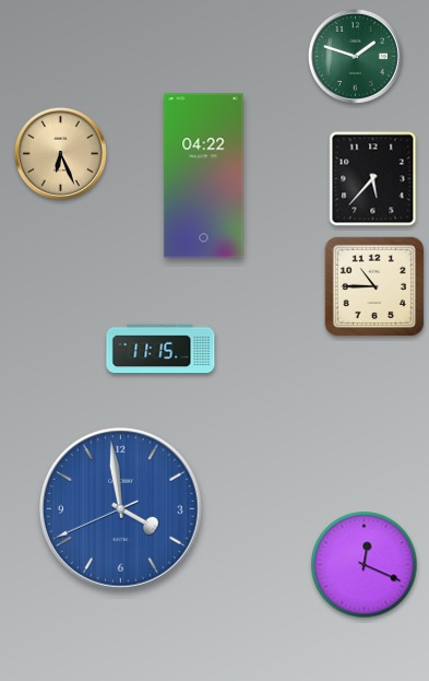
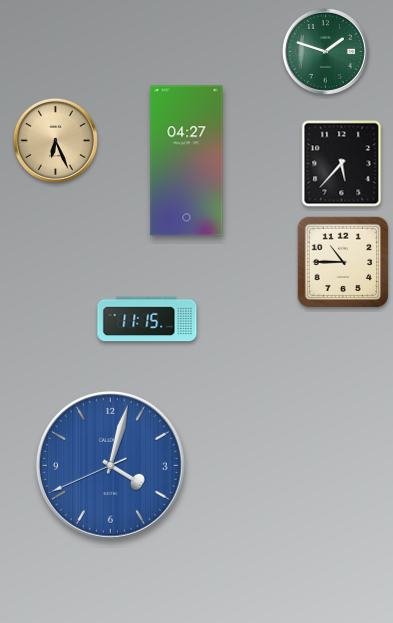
clock at (204, 176): 04:22 -> 04:27
clock at (120, 508): 3:58 -> 4:02
clock at (365, 565): 12:19 -> none
